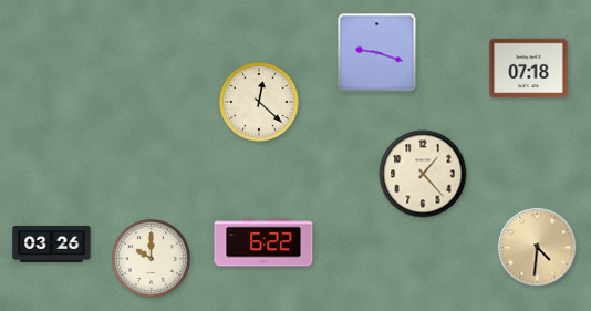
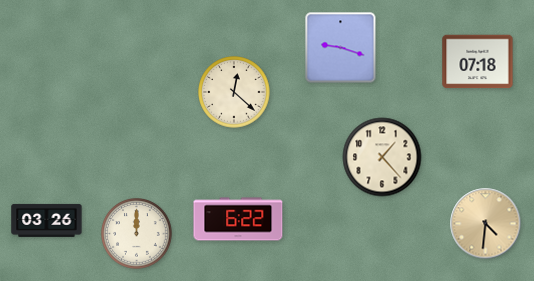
clock at (152, 259): 10:00 -> 12:00
